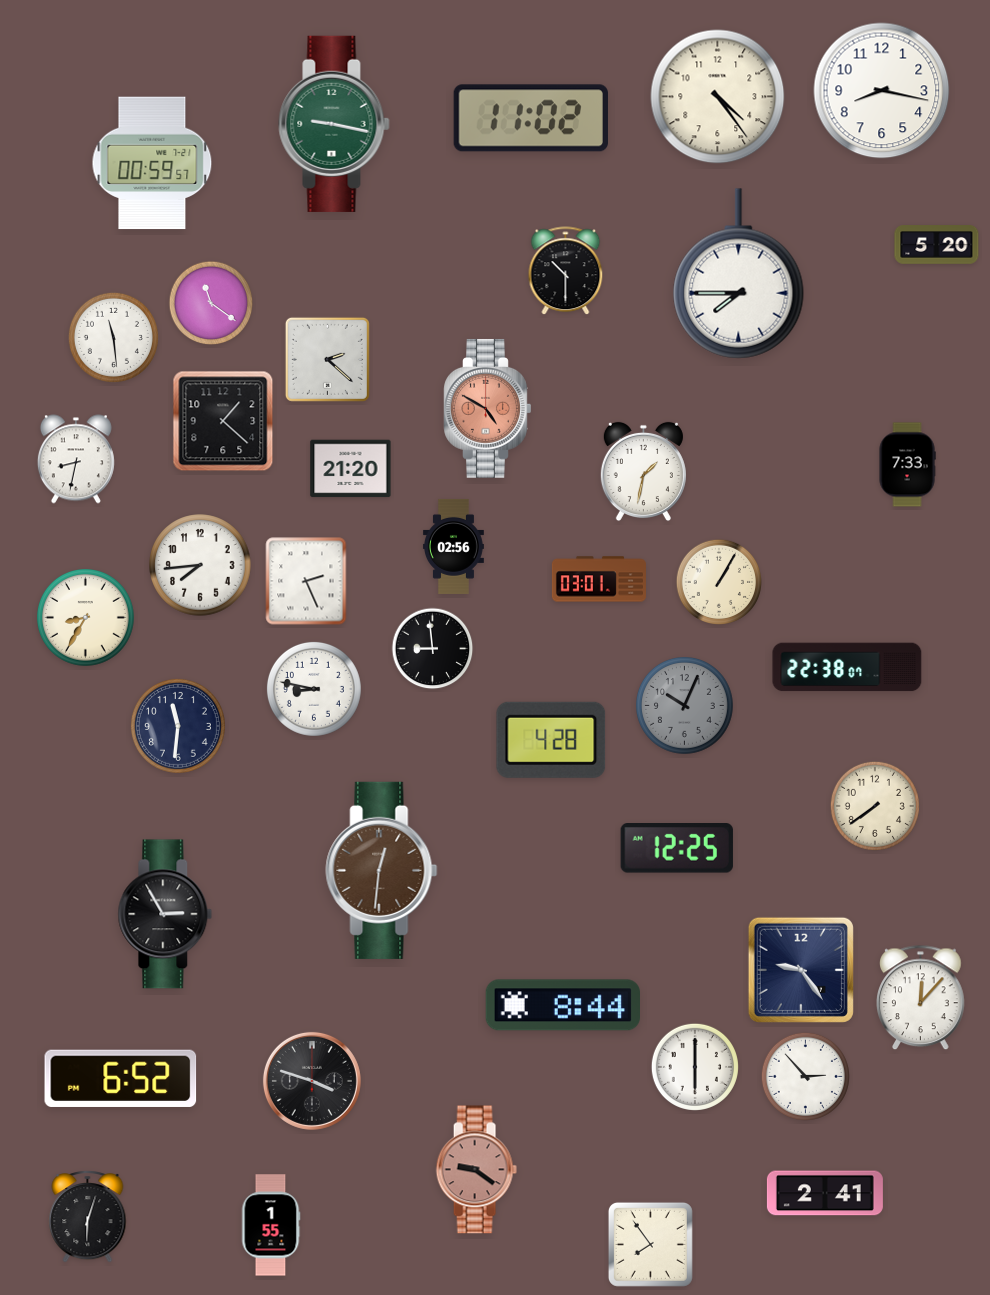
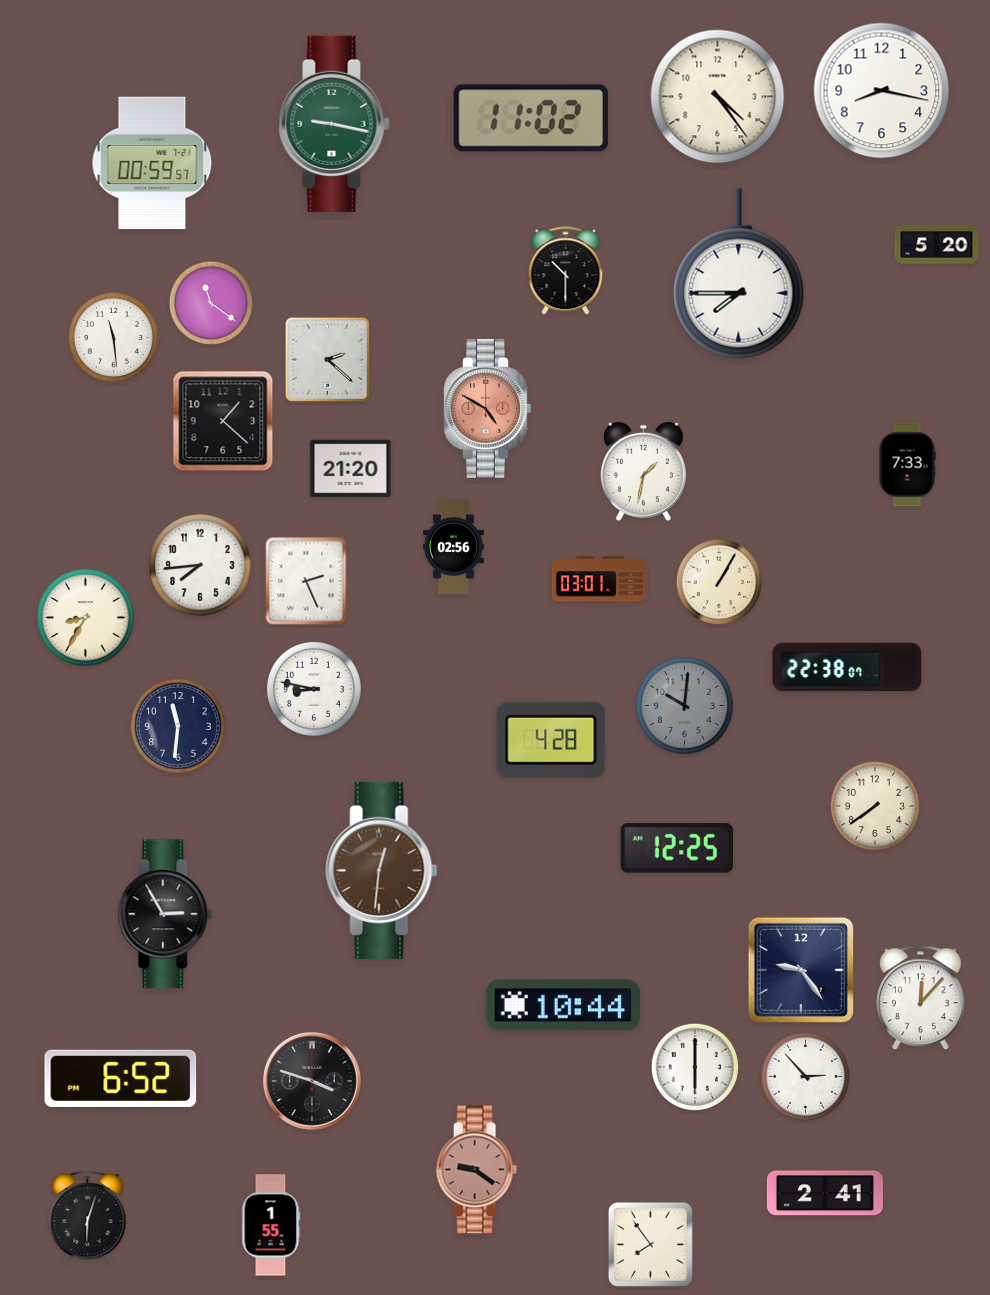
clock at (76, 459): 8:32 -> none
clock at (433, 649): 8:59 -> none
clock at (685, 706): 10:04 -> 10:01
clock at (562, 1005): 8:44 -> 10:44
